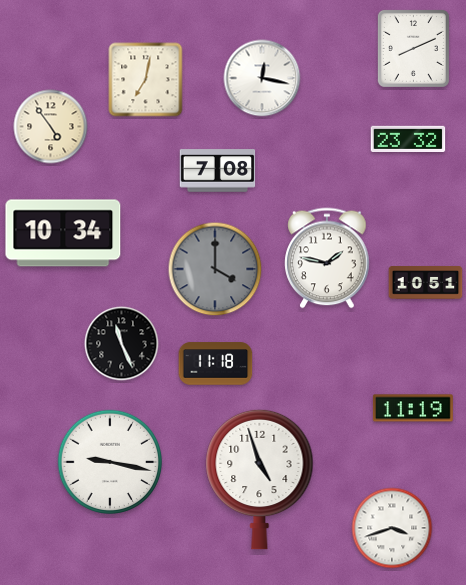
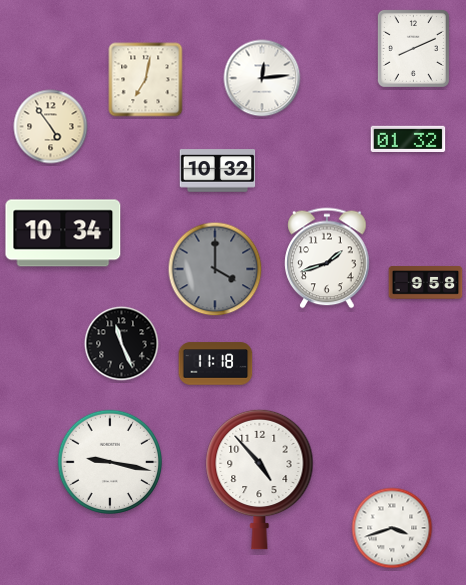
clock at (262, 78): 12:17 -> 12:14
clock at (408, 138): 23:32 -> 01:32
clock at (218, 171): 7:08 -> 10:32
clock at (327, 258): 1:47 -> 1:42
clock at (426, 283): 10:51 -> 9:58
clock at (413, 408): 11:19 -> none
clock at (260, 479): 4:57 -> 4:53
